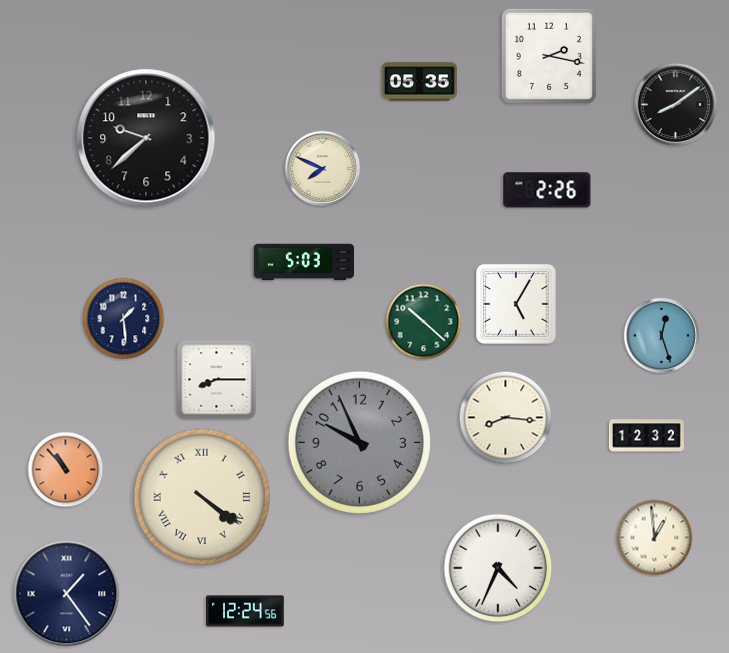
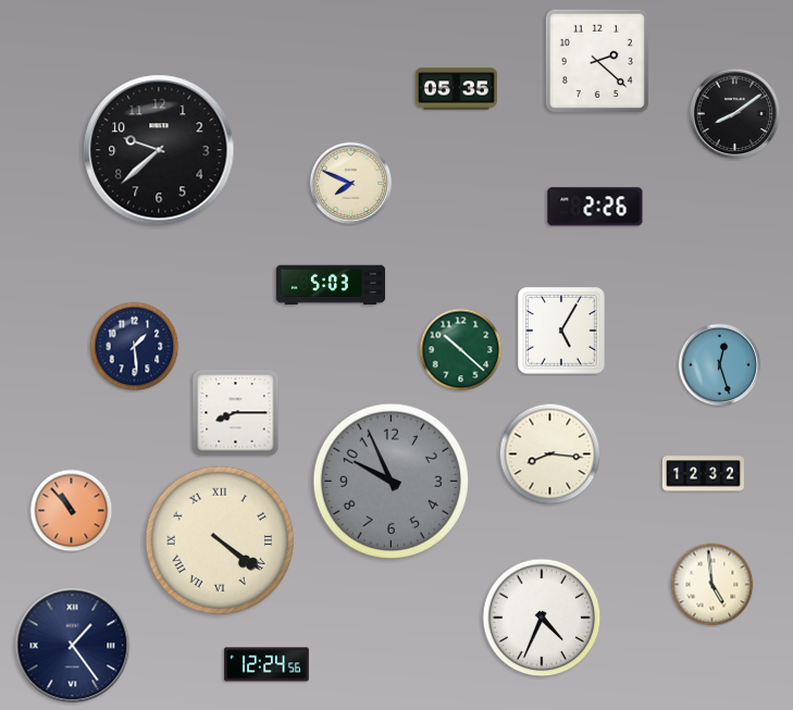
clock at (549, 56): 2:17 -> 2:22
clock at (655, 538): 12:59 -> 4:59
